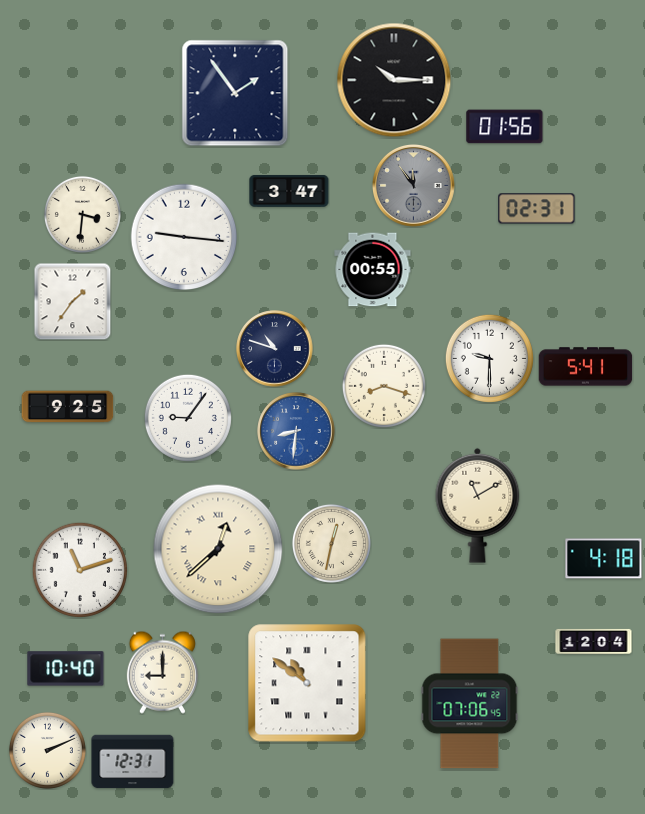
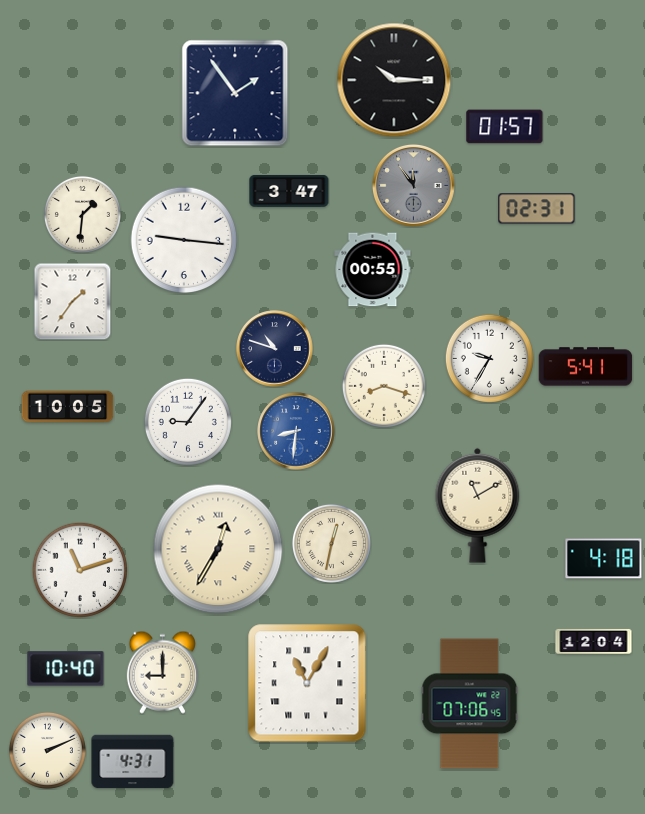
clock at (505, 127): 01:56 -> 01:57
clock at (82, 214): 3:31 -> 1:31
clock at (184, 237) position: (184, 237) -> (184, 240)
clock at (489, 358): 9:30 -> 9:35
clock at (68, 407): 9:25 -> 10:05
clock at (188, 418) position: (188, 418) -> (188, 422)
clock at (218, 549): 12:38 -> 12:35
clock at (307, 683): 10:51 -> 11:05
clock at (133, 762): 12:31 -> 4:31
